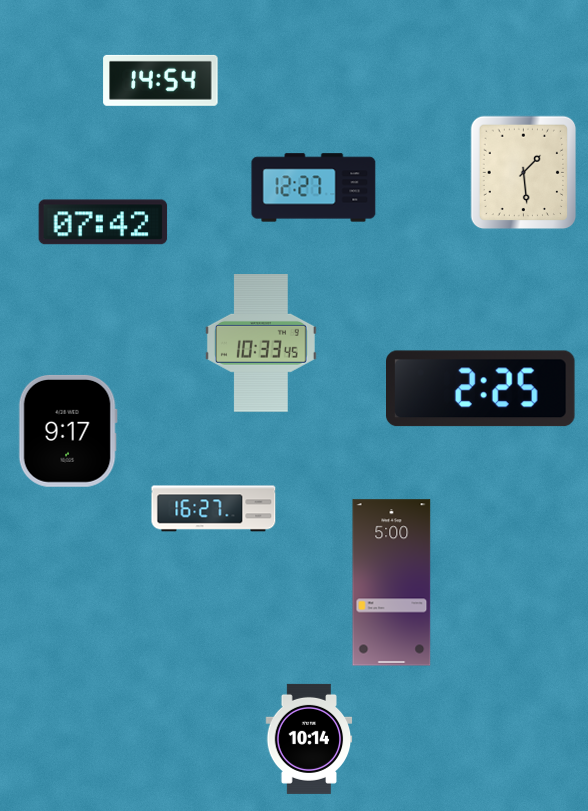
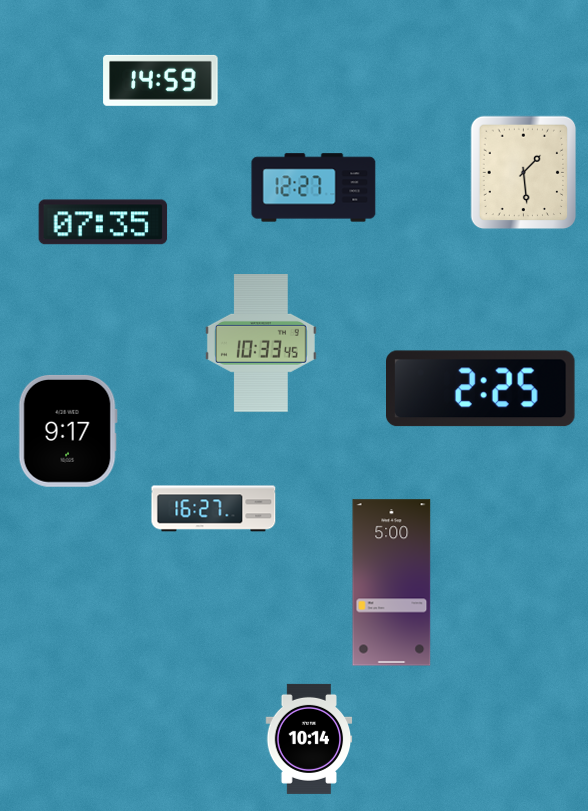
clock at (161, 80): 14:54 -> 14:59
clock at (103, 222): 07:42 -> 07:35
